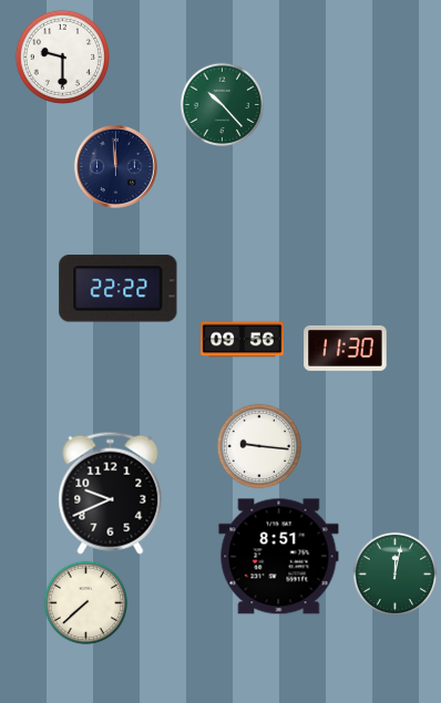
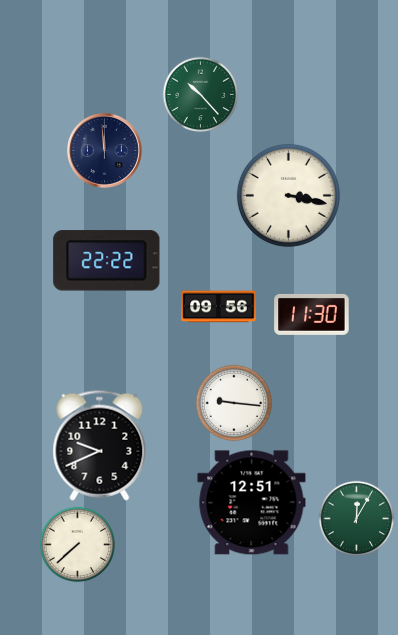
clock at (62, 56): 9:30 -> none
clock at (288, 195): none -> 3:17
clock at (279, 557): 8:51 -> 12:51
clock at (396, 575): 12:02 -> 12:05
